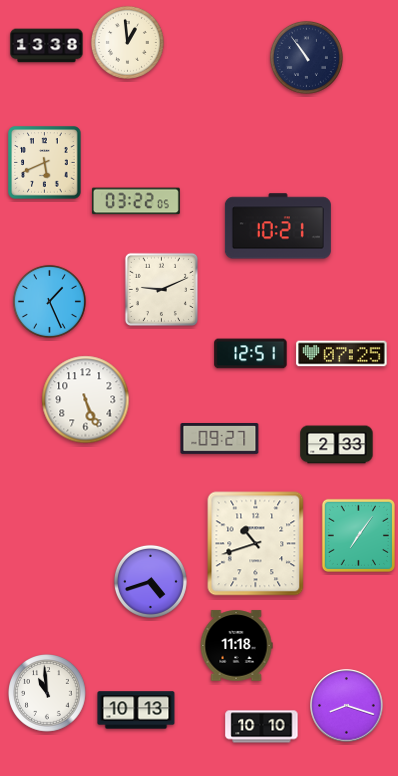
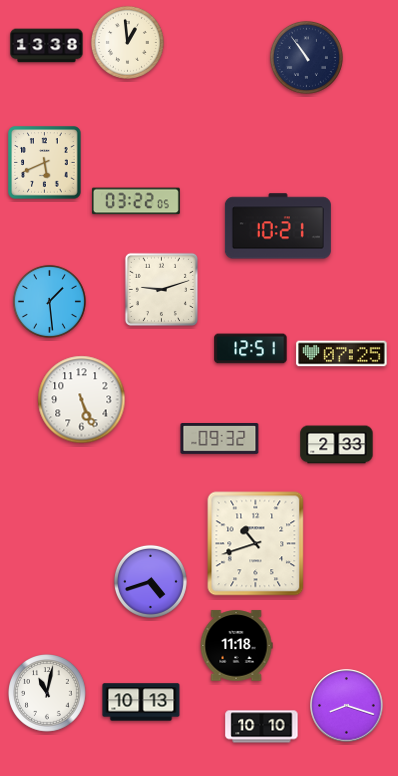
clock at (161, 289): 9:11 -> 9:12
clock at (49, 301): 1:26 -> 1:29
clock at (251, 354) position: (251, 354) -> (251, 349)
clock at (86, 400) position: (86, 400) -> (82, 400)
clock at (220, 439): 09:27 -> 09:32
clock at (358, 535): 7:06 -> none
clock at (48, 694): 10:59 -> 11:02
clock at (136, 710) position: (136, 710) -> (141, 702)
